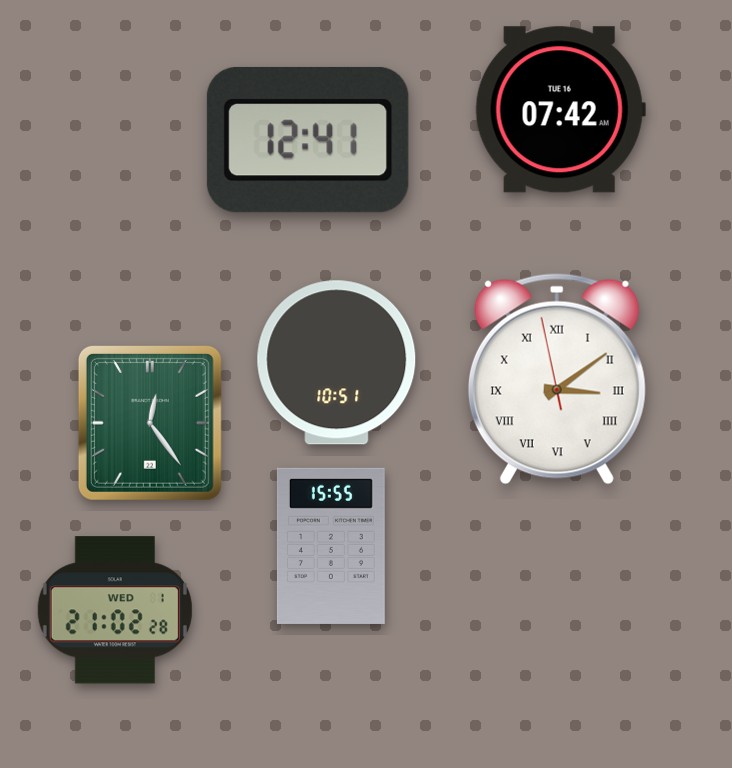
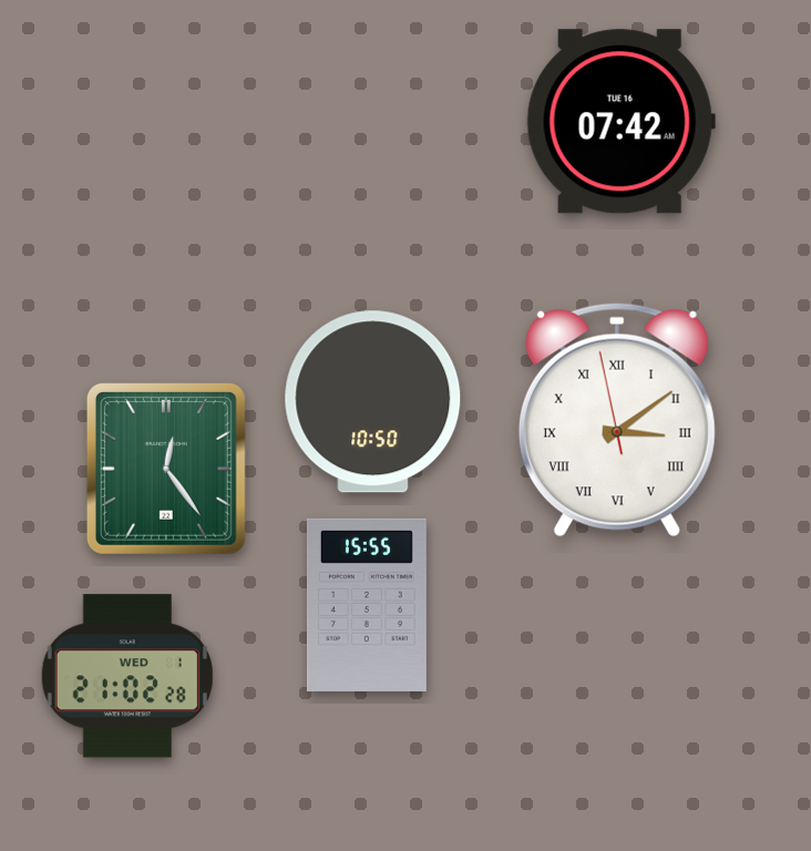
clock at (308, 140): 12:41 -> none
clock at (337, 363): 10:51 -> 10:50
